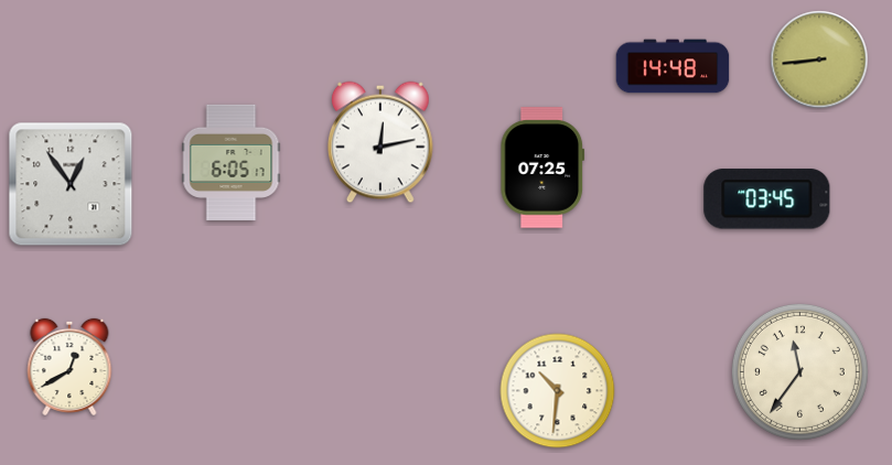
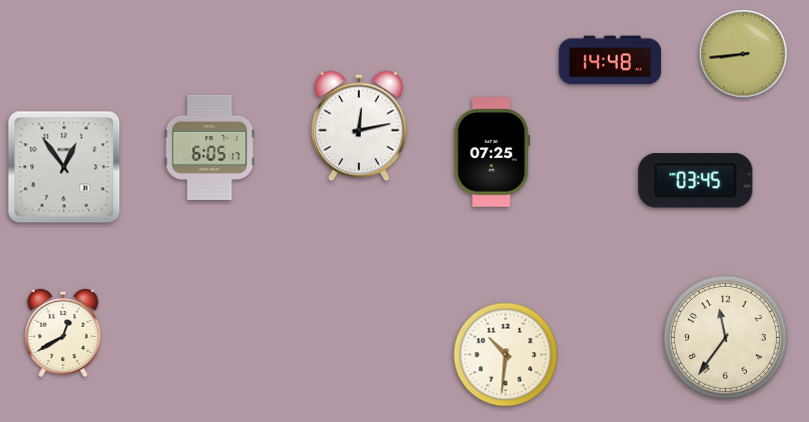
clock at (381, 142) position: (381, 142) -> (360, 126)
